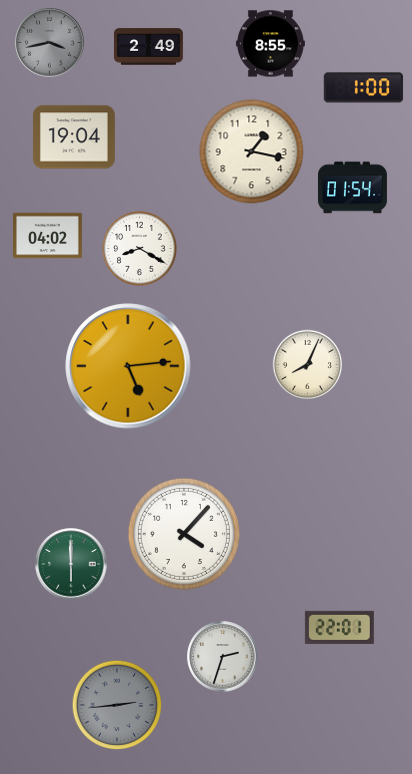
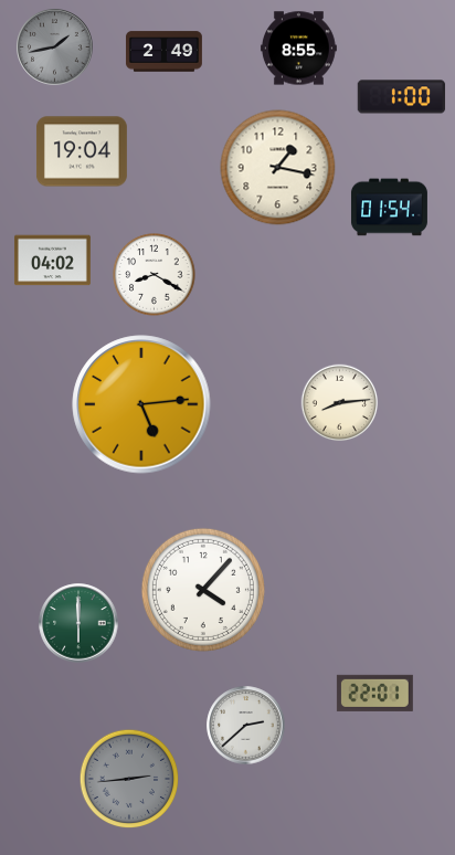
clock at (50, 43): 3:43 -> 1:43
clock at (308, 365): 8:04 -> 8:14
clock at (223, 657): 2:33 -> 2:38
